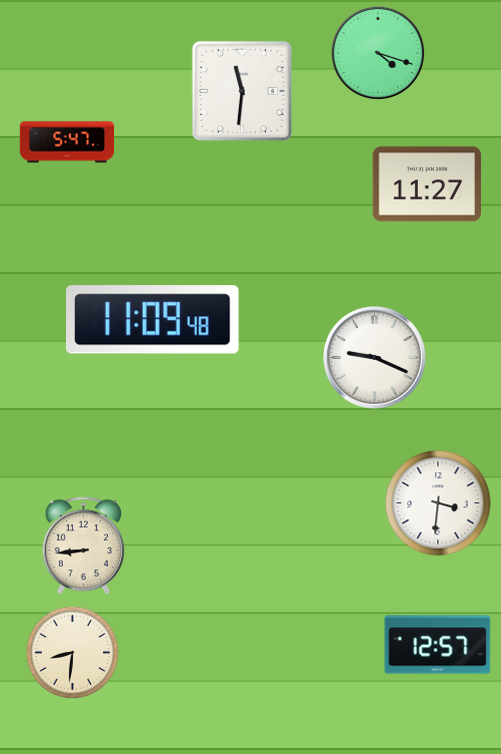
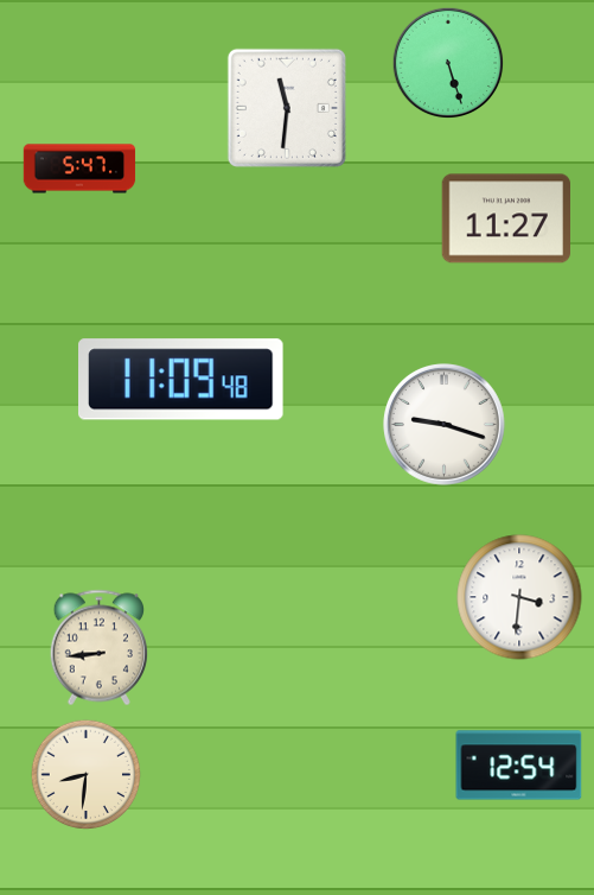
clock at (378, 53): 4:18 -> 5:27
clock at (375, 358): 9:19 -> 9:18
clock at (438, 645): 12:57 -> 12:54
